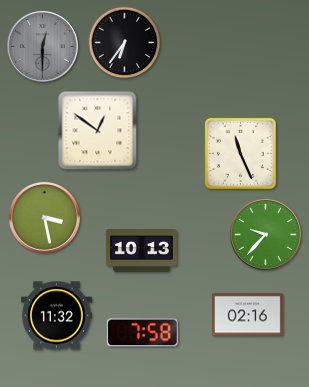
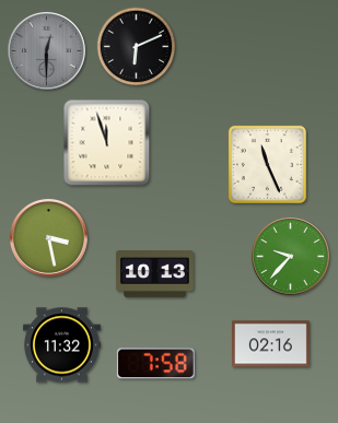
clock at (125, 43): 6:36 -> 6:11
clock at (98, 131): 12:51 -> 11:57
clock at (240, 153) position: (240, 153) -> (267, 164)
